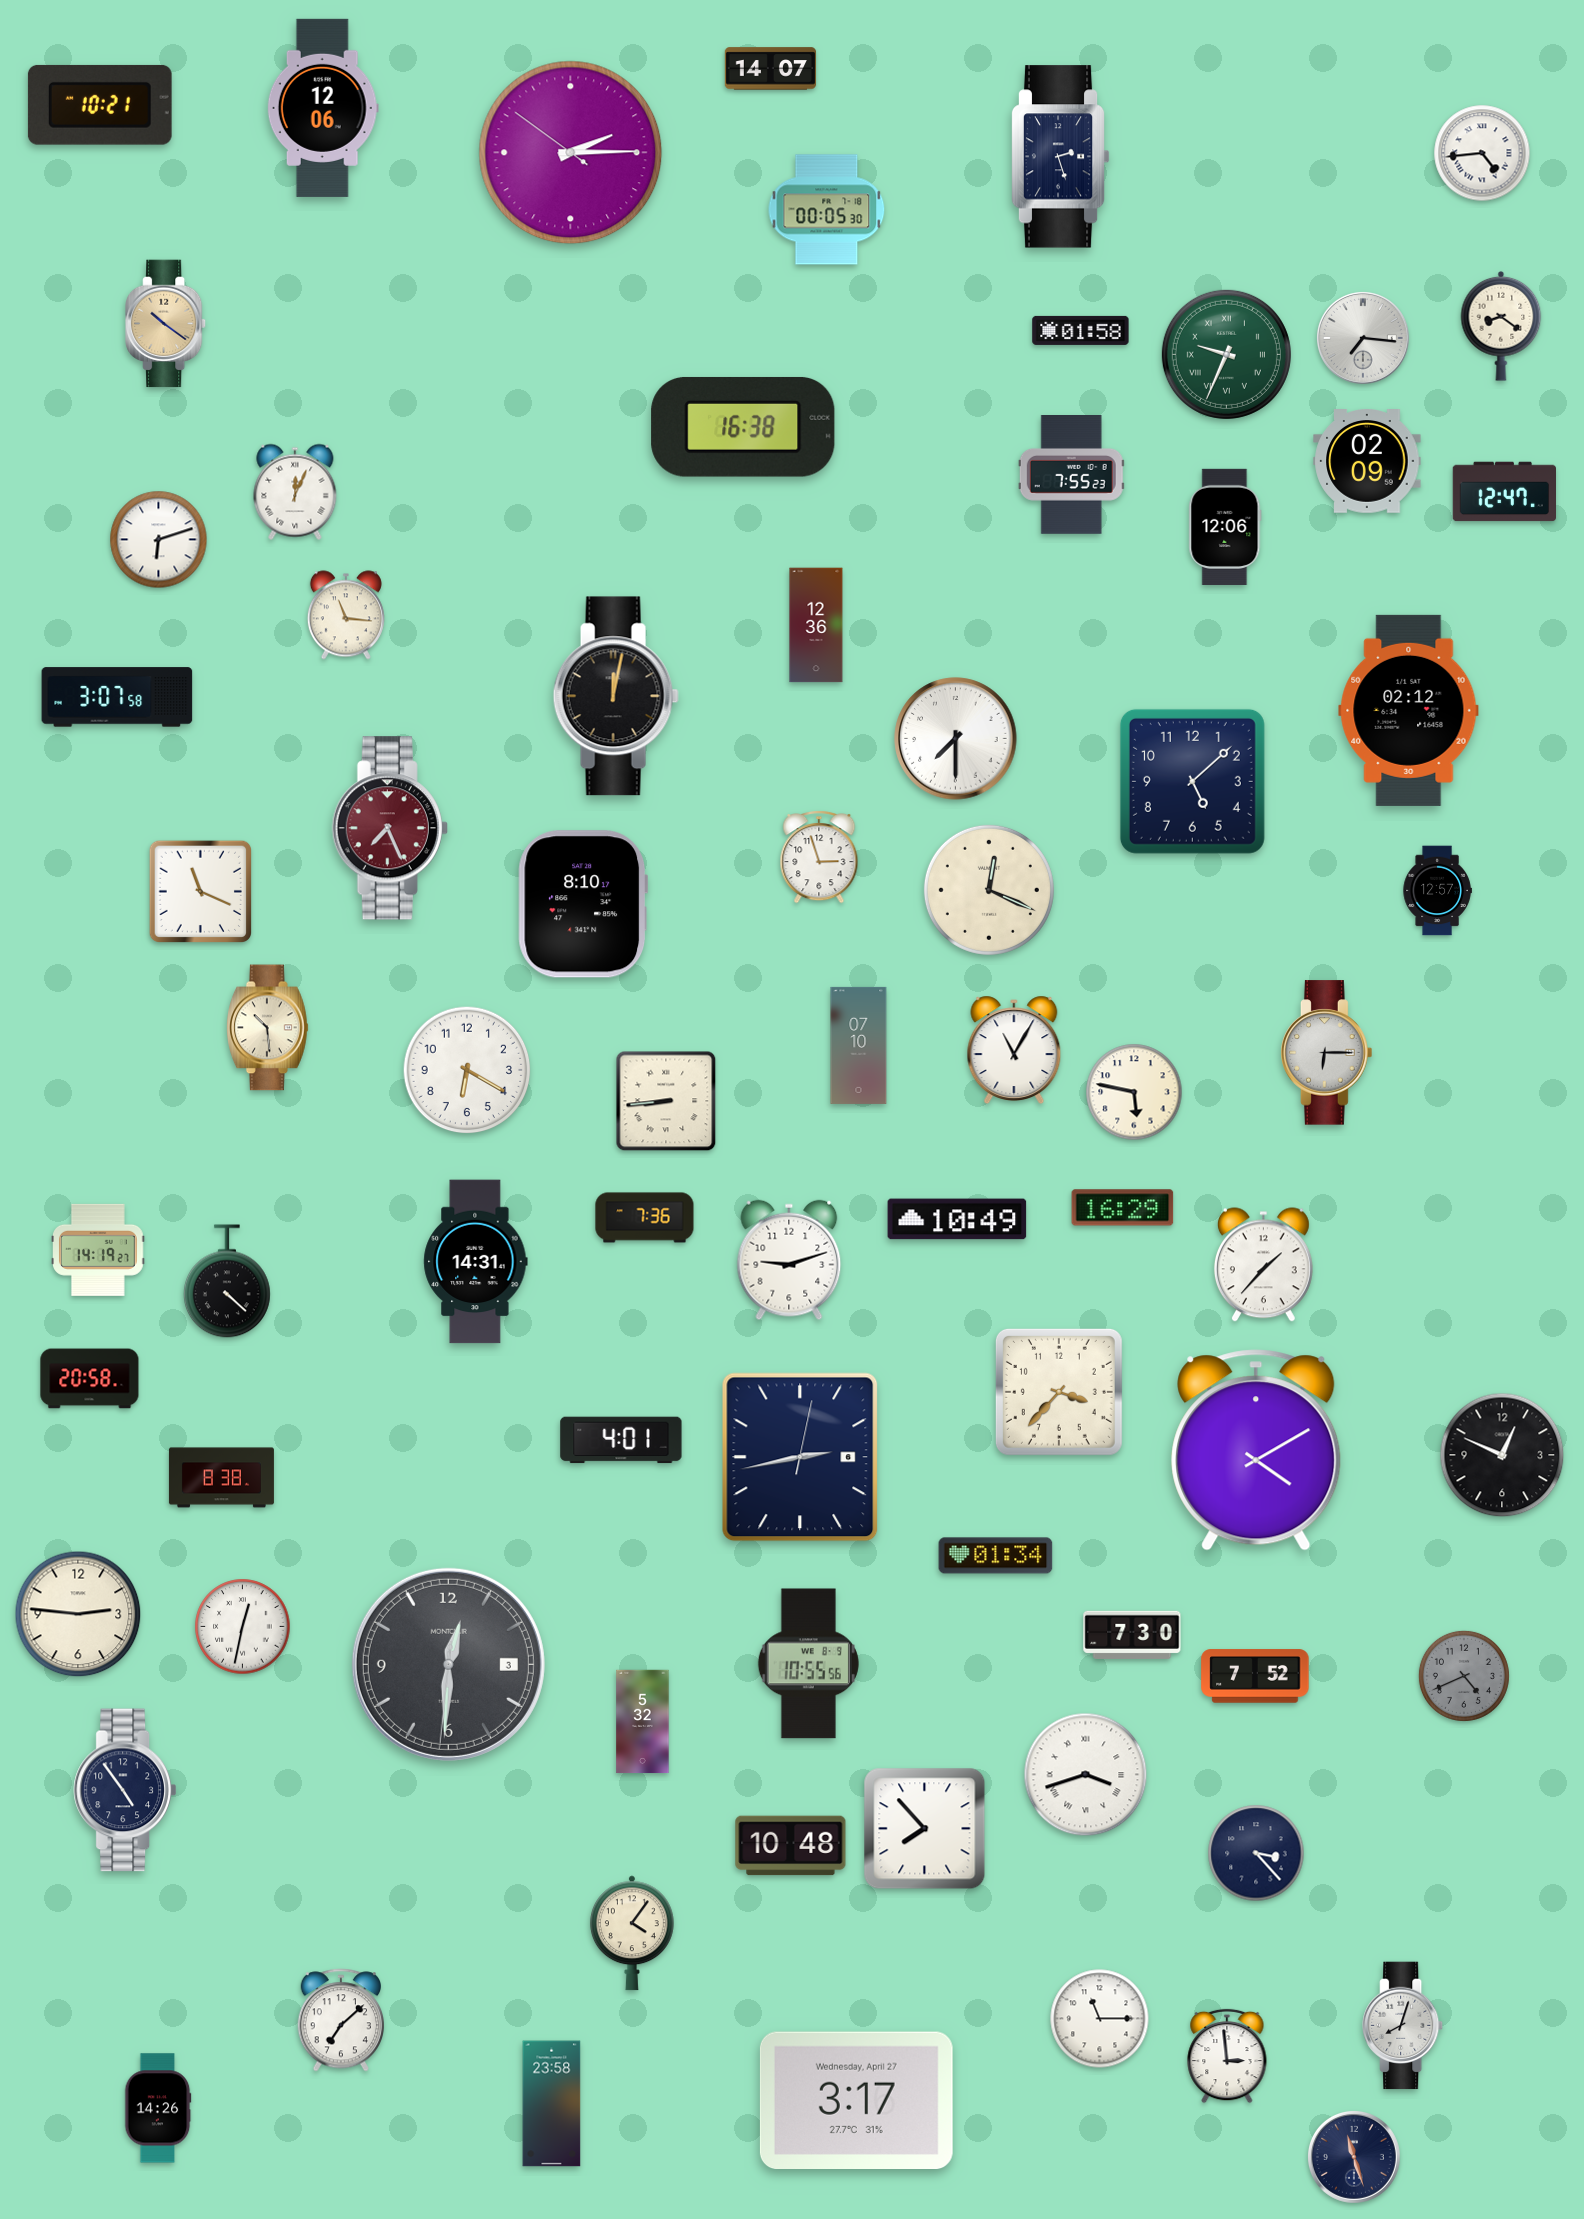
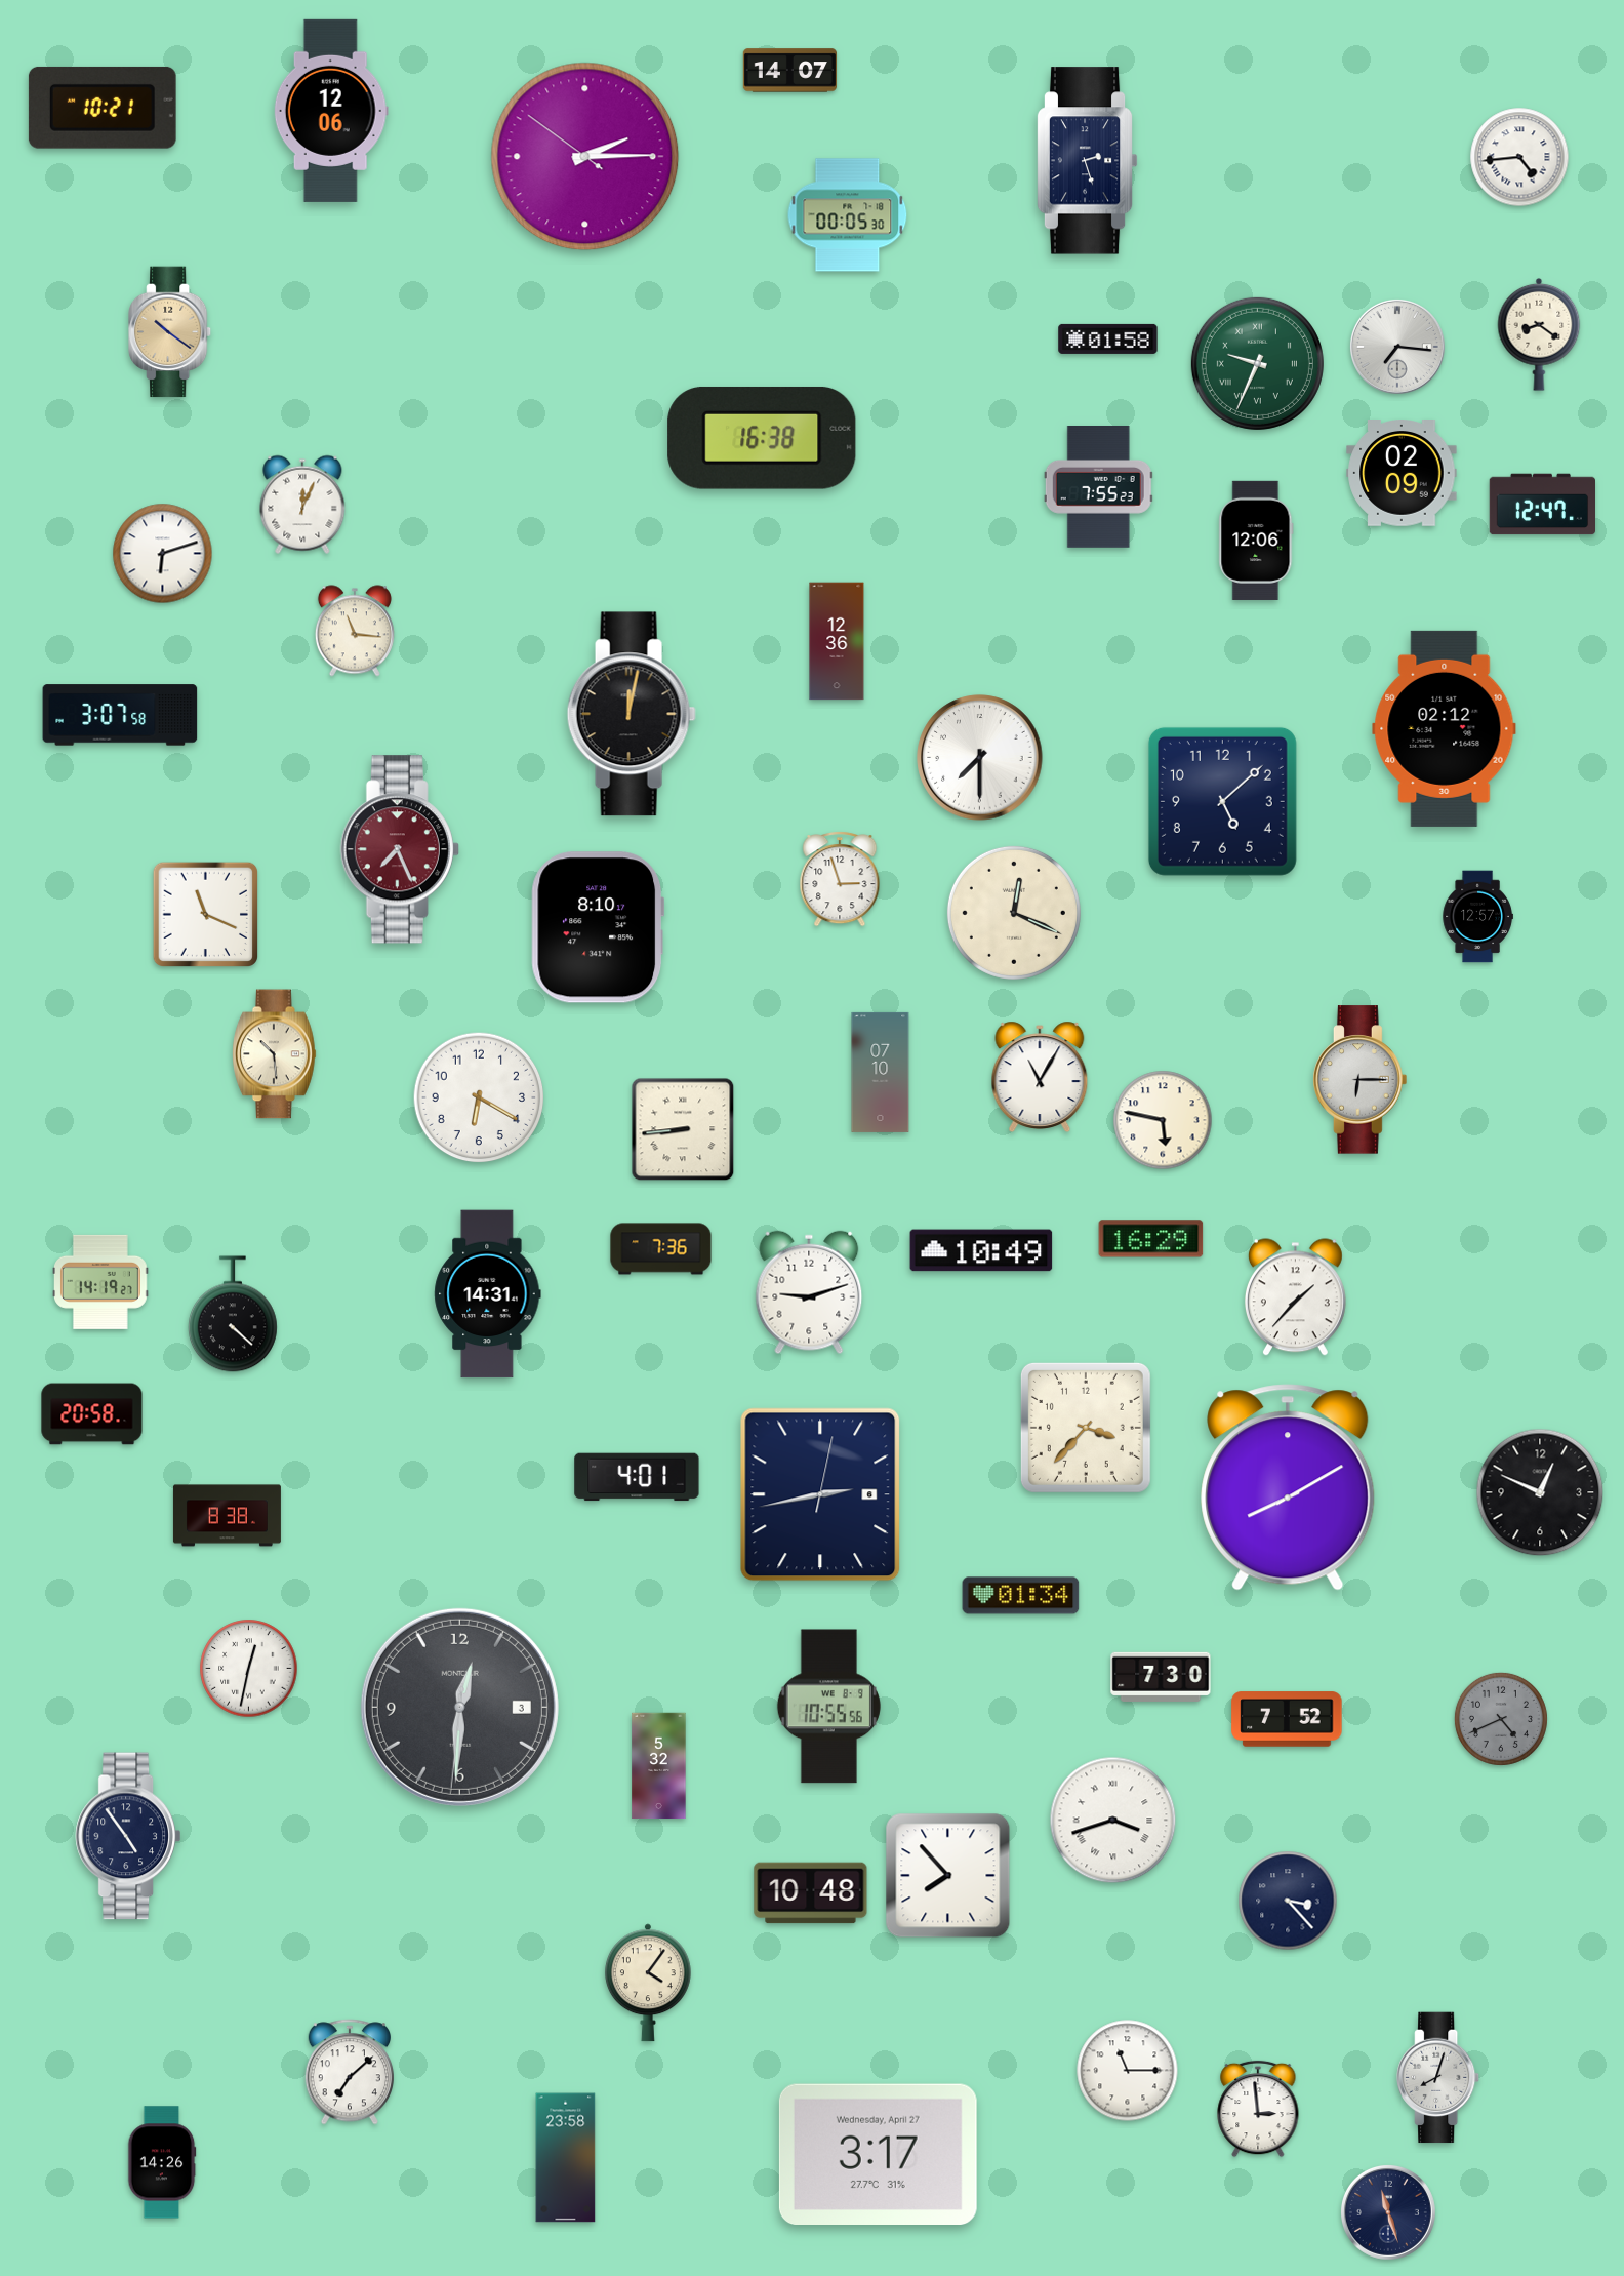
clock at (1437, 891) position: (1437, 891) -> (1477, 917)
clock at (1256, 1450): 4:10 -> 8:10
clock at (78, 1614): 2:46 -> none
